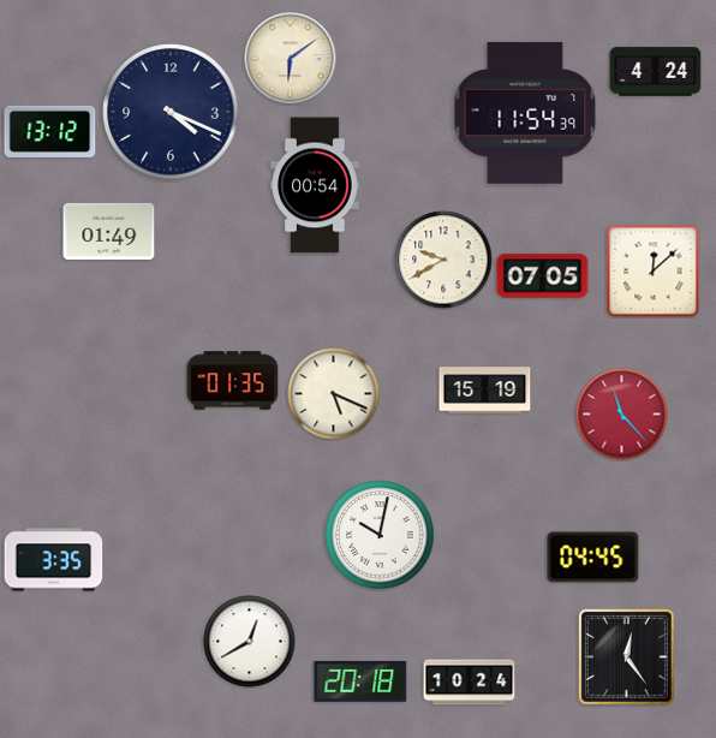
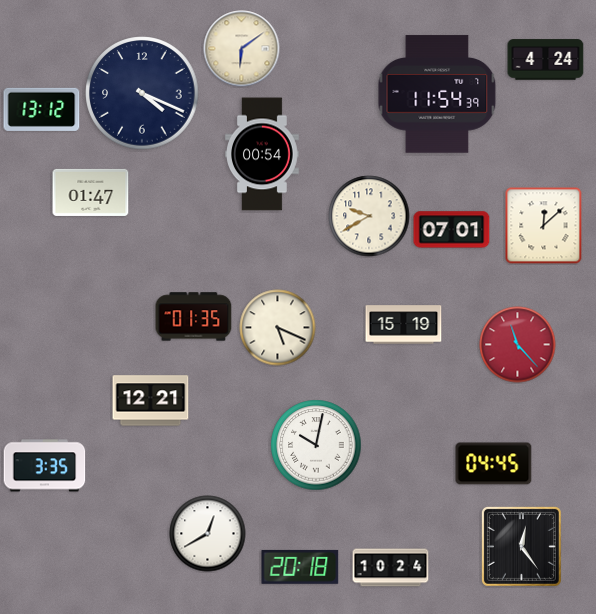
clock at (109, 231): 01:49 -> 01:47
clock at (543, 276): 07:05 -> 07:01
clock at (151, 401): none -> 12:21
